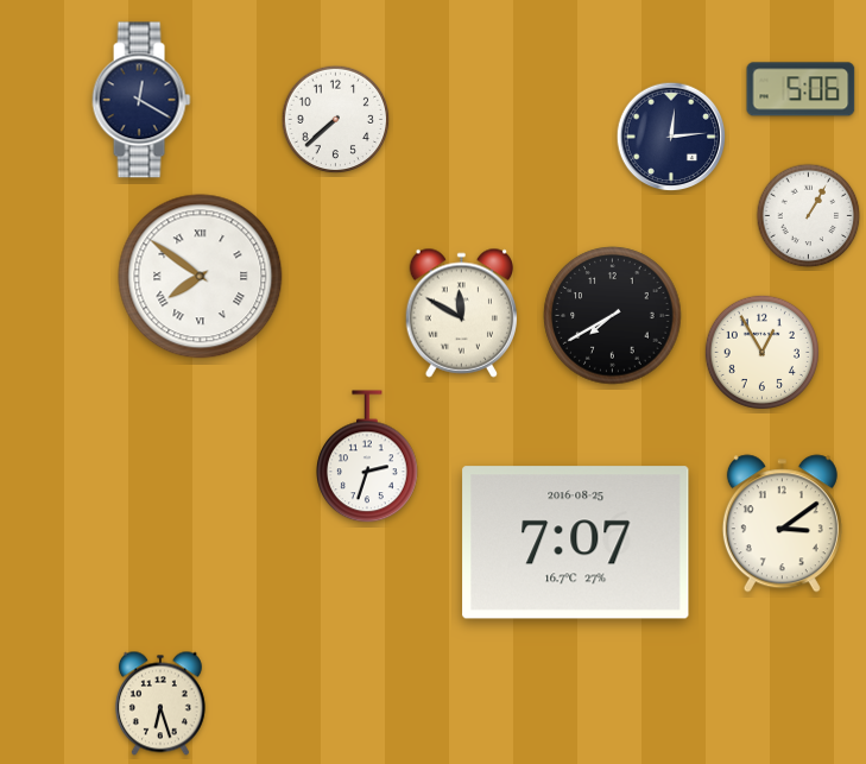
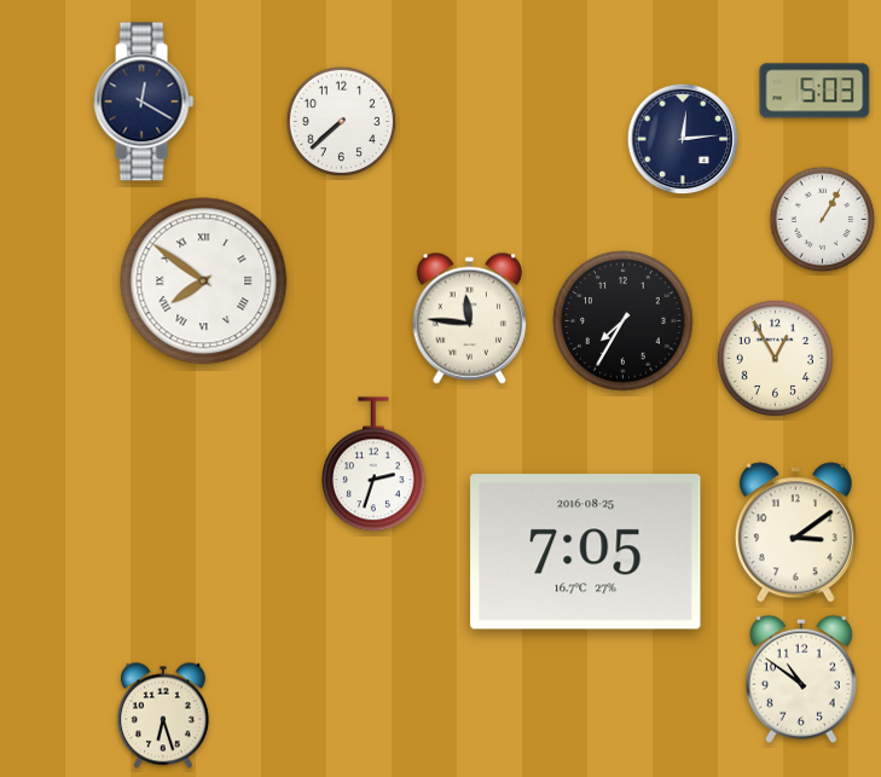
clock at (801, 89): 5:06 -> 5:03
clock at (462, 312): 11:50 -> 11:46
clock at (613, 316): 7:40 -> 7:35
clock at (576, 543): 7:07 -> 7:05
clock at (801, 679): none -> 10:51
